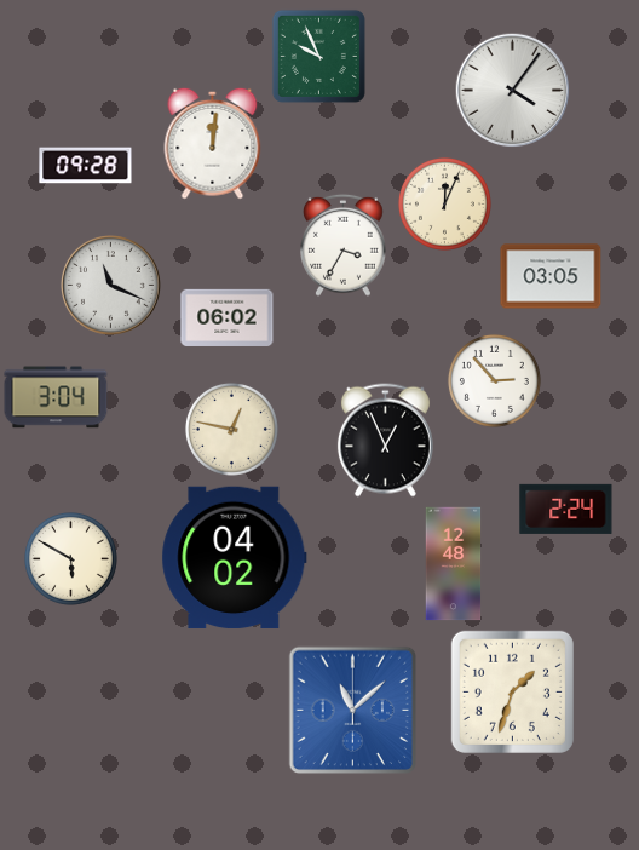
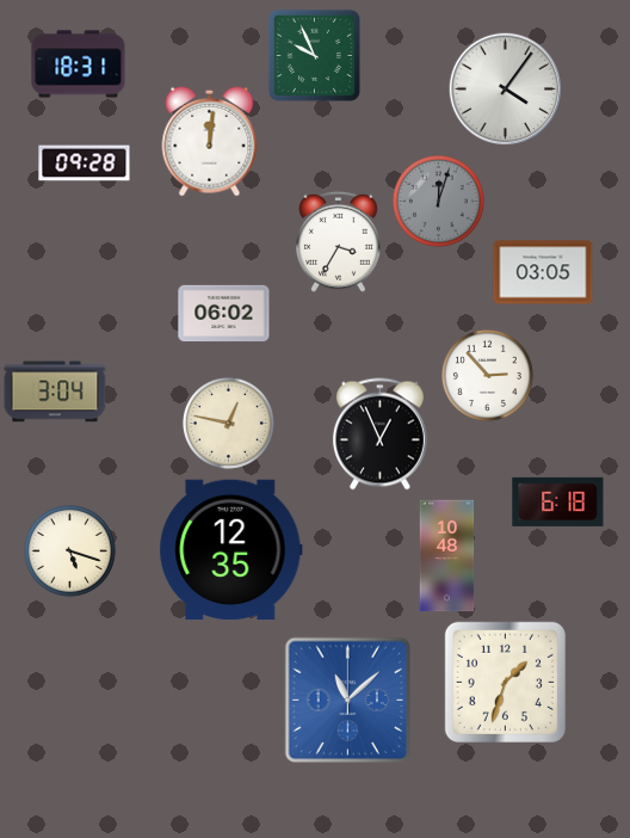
clock at (79, 64): none -> 18:31
clock at (444, 203): 12:04 -> 12:03
clock at (444, 203) dial: cream -> grey
clock at (111, 286): 11:19 -> none
clock at (566, 509): 2:24 -> 6:18
clock at (70, 558): 5:50 -> 5:18
clock at (235, 558): 04:02 -> 12:35
clock at (454, 564): 12:48 -> 10:48
